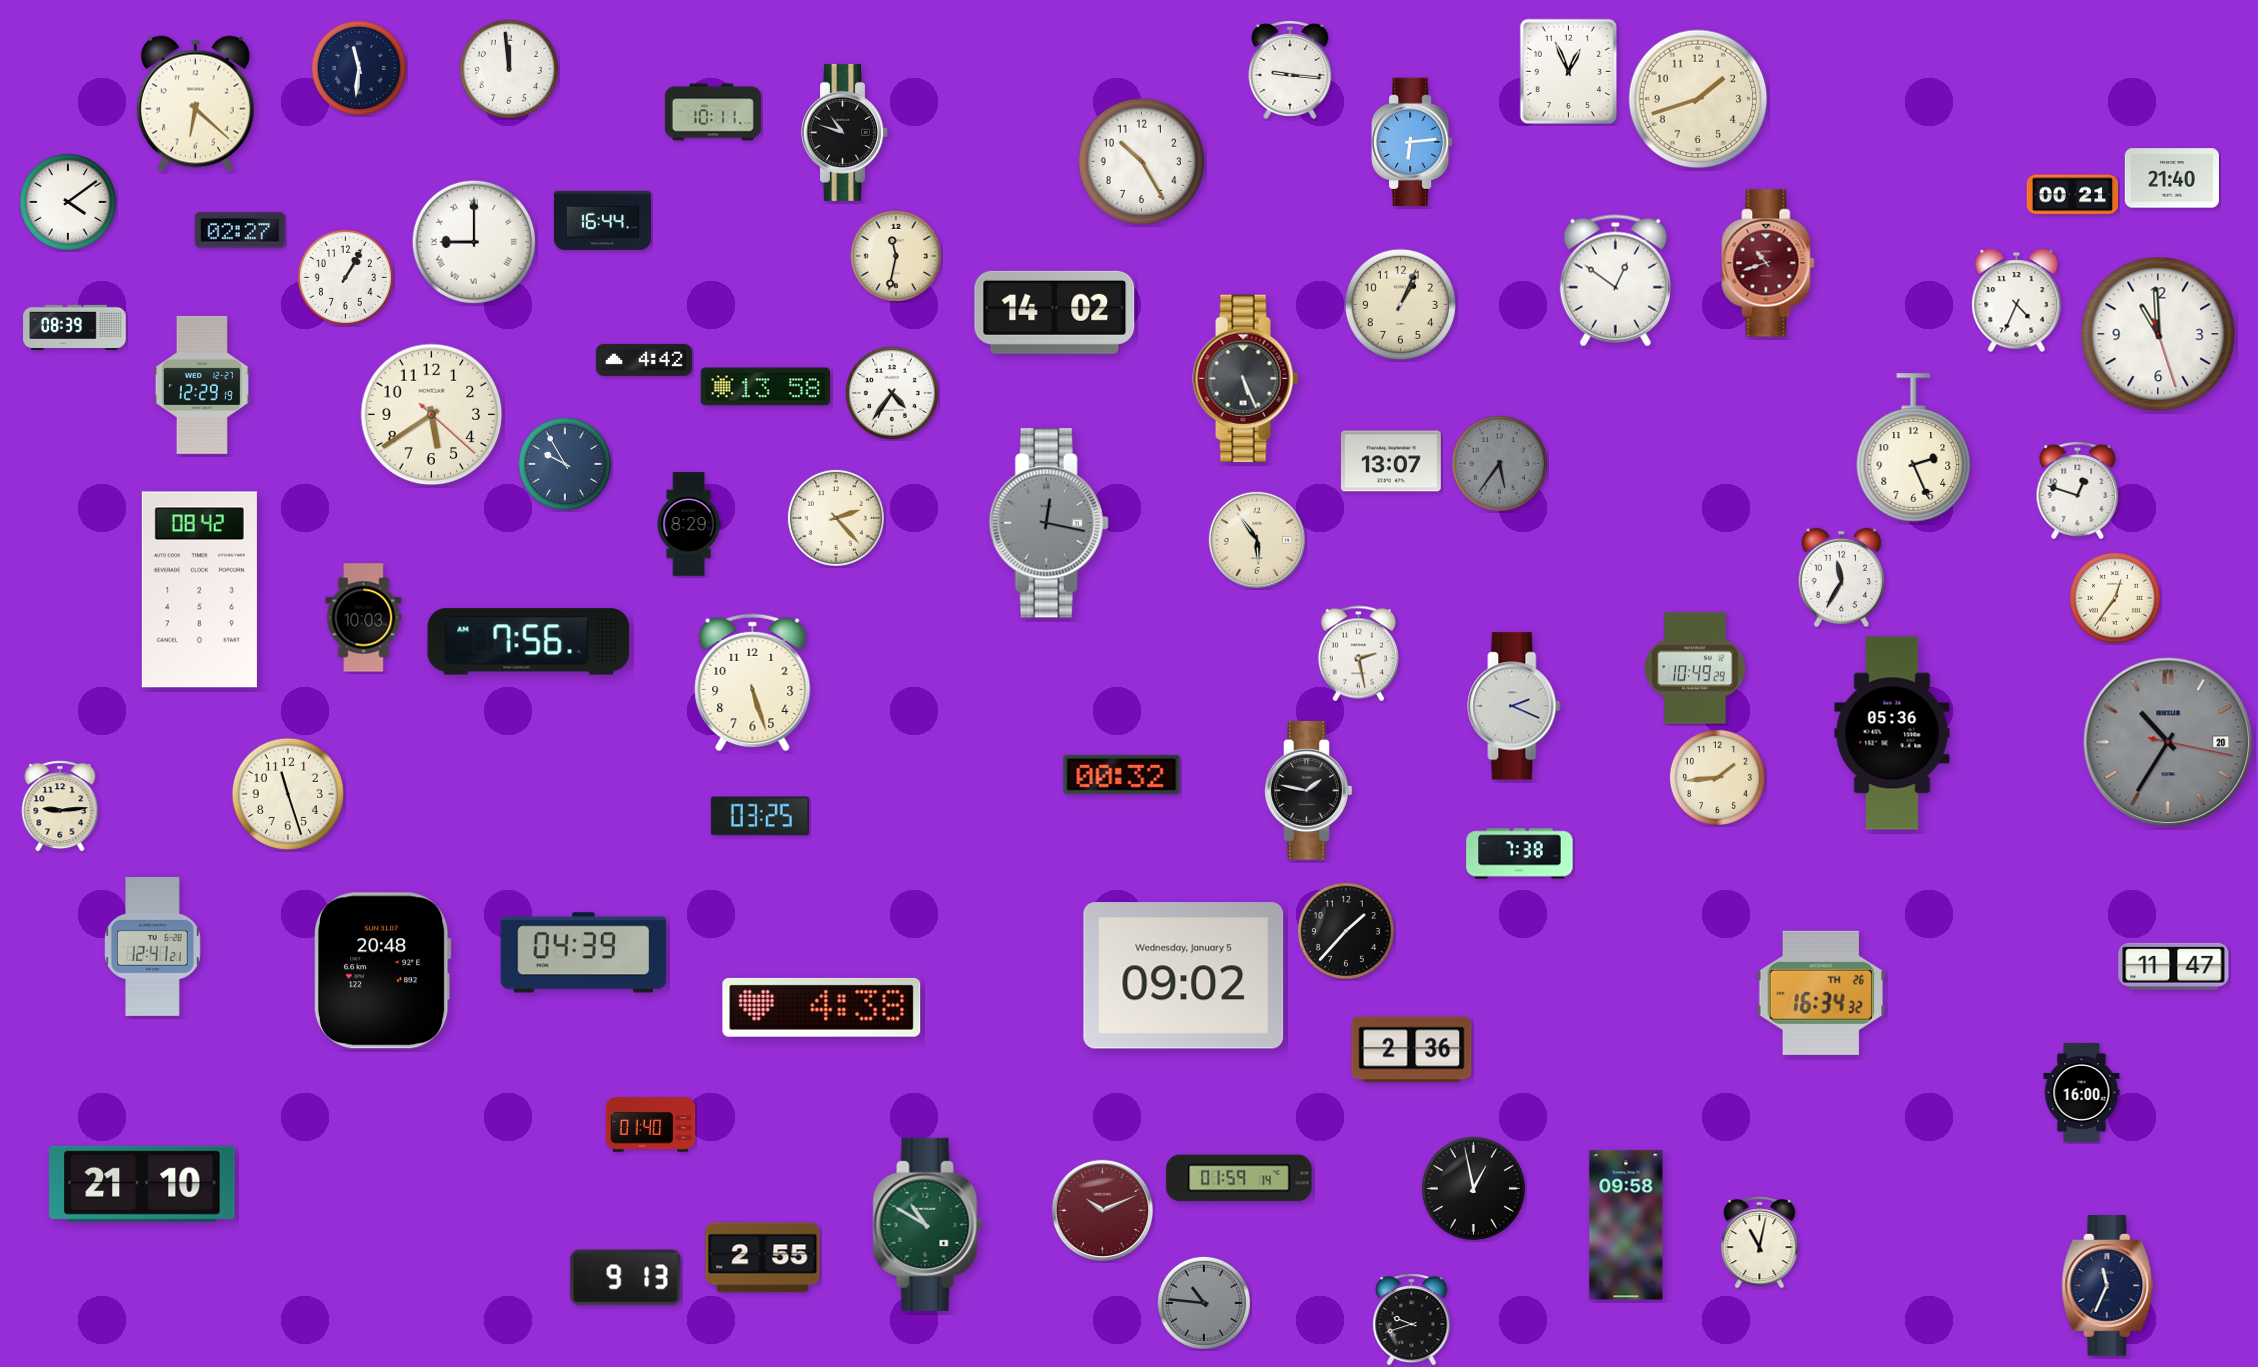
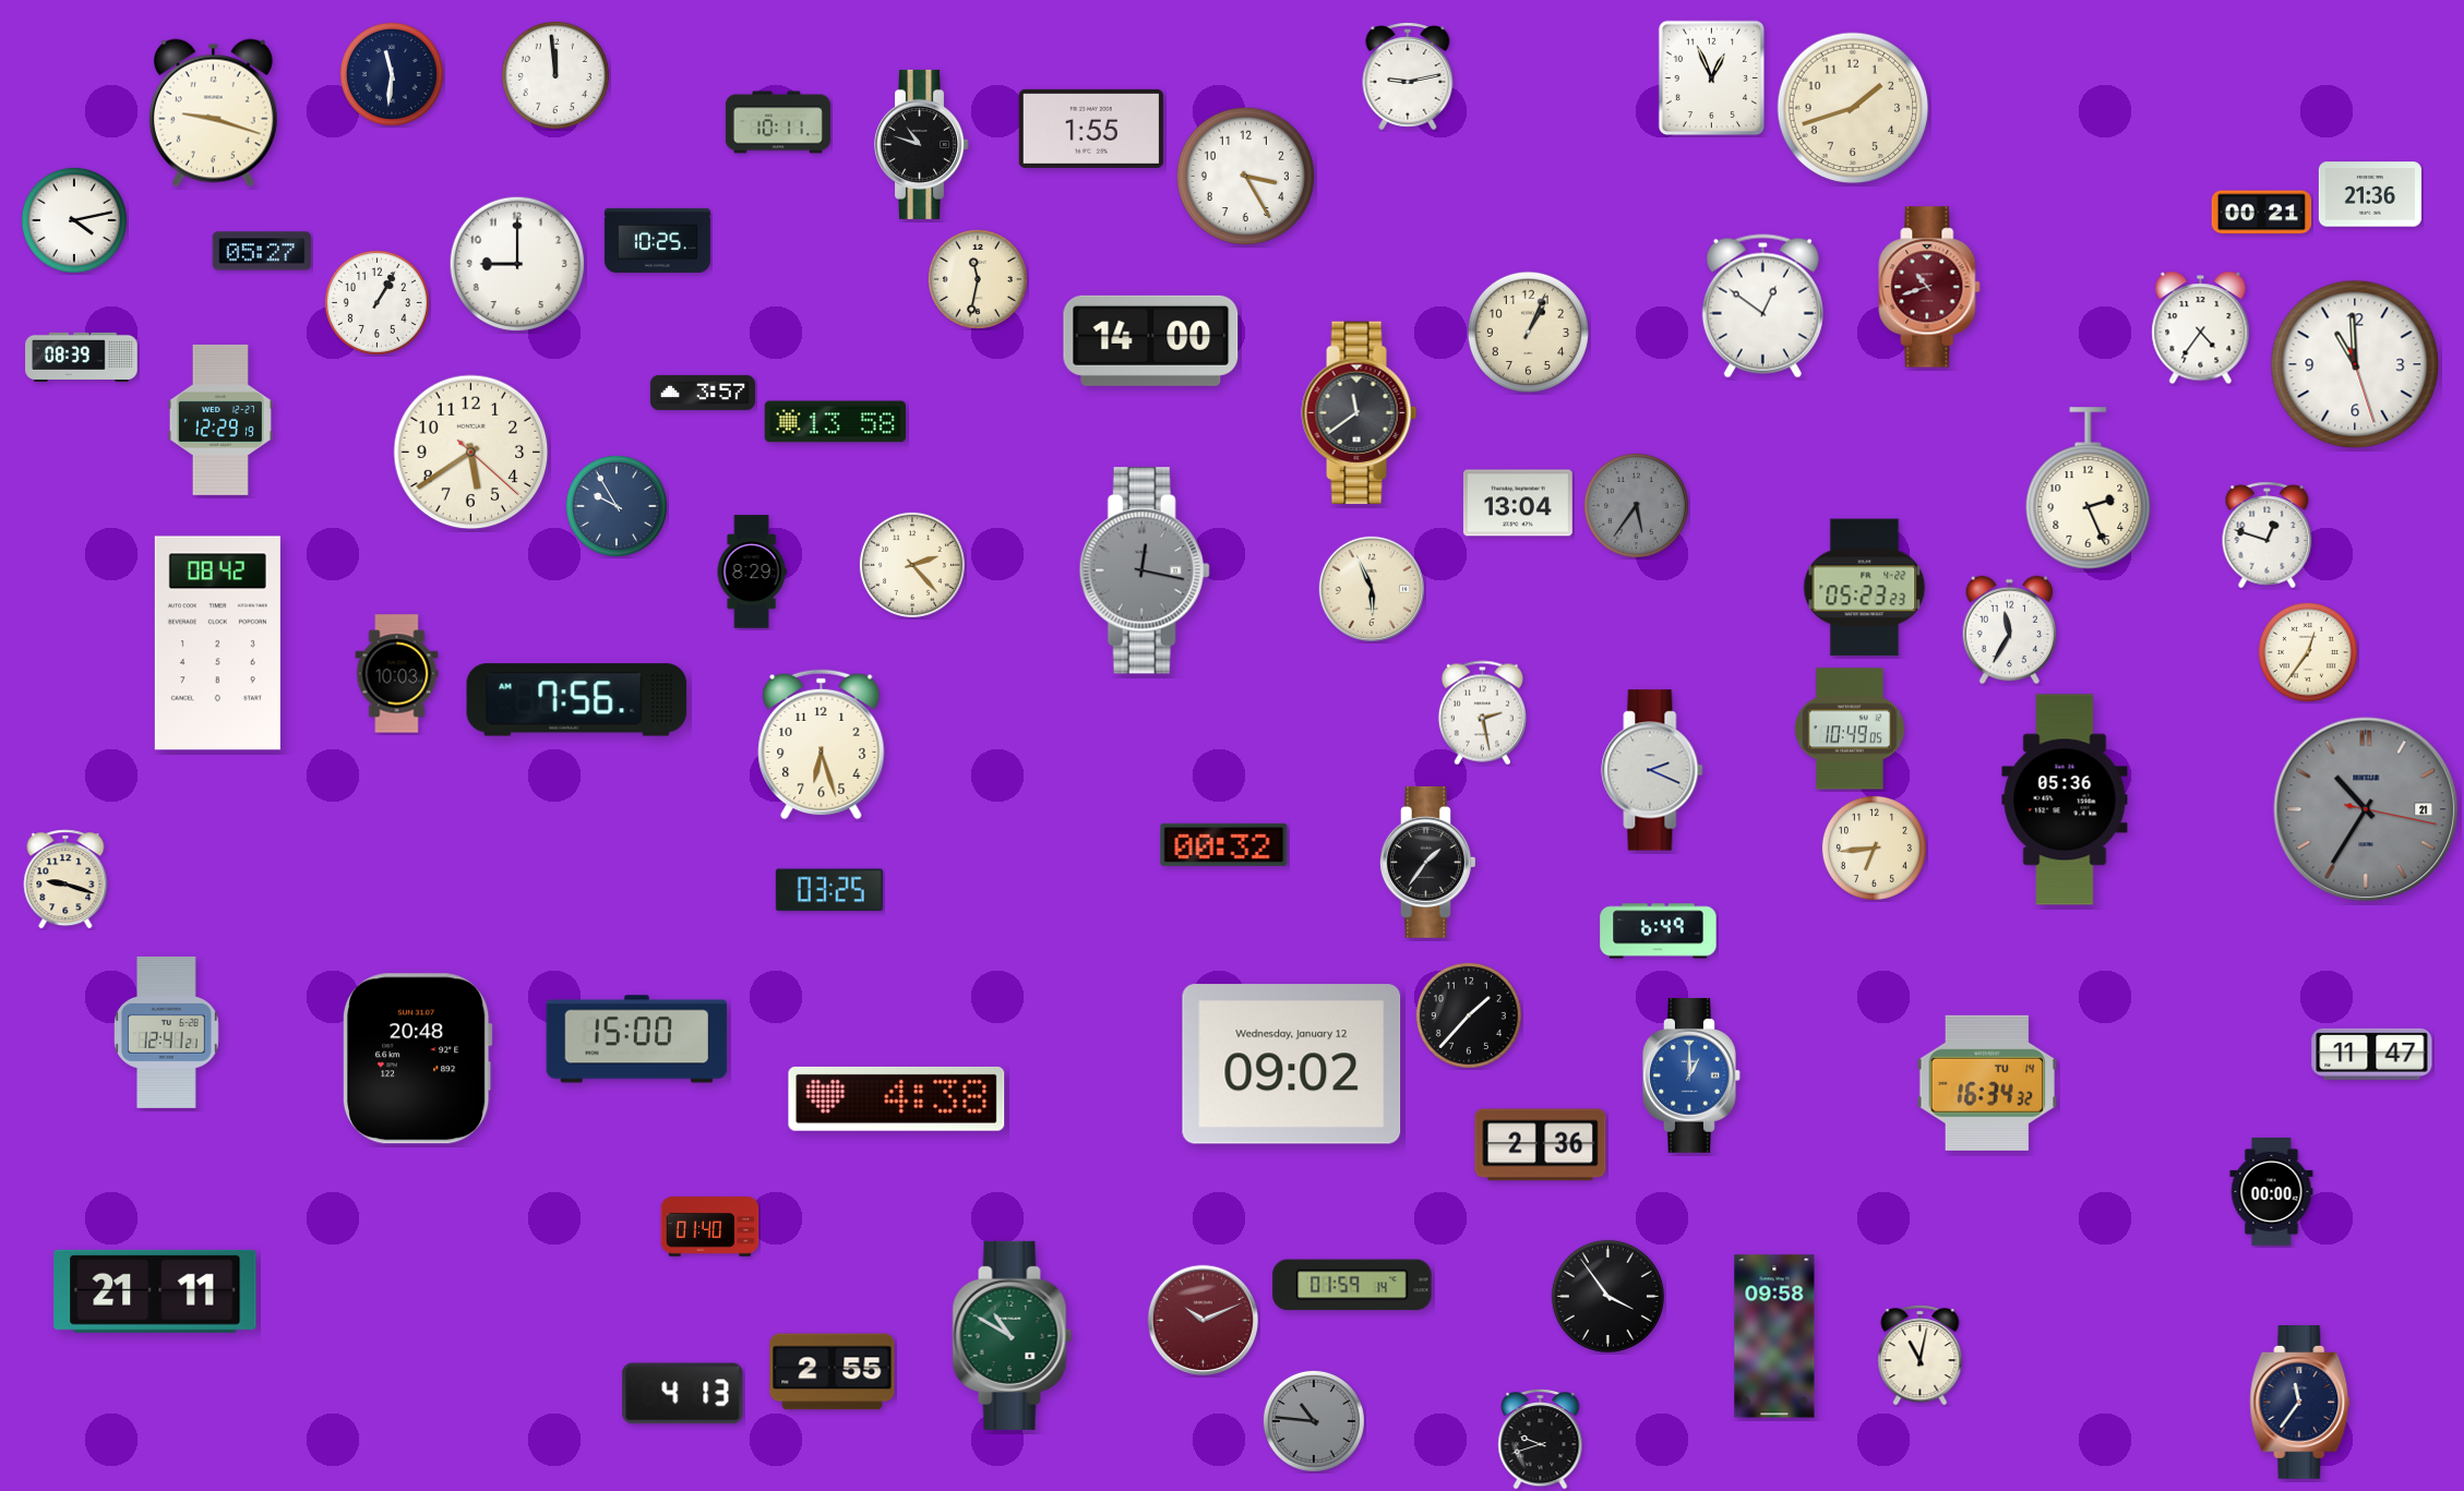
clock at (1290, 70): 9:16 -> 9:13
clock at (195, 104): 6:22 -> 9:18
clock at (1091, 129): none -> 1:55
clock at (1413, 142): 6:14 -> none
clock at (1142, 162): 10:25 -> 3:25
clock at (2172, 178): 21:40 -> 21:36
clock at (68, 202): 4:09 -> 4:13
clock at (602, 220): 16:44 -> 10:25
clock at (240, 230): 02:27 -> 05:27
clock at (474, 242) numerals: Roman -> Arabic
clock at (2017, 301): 4:34 -> 4:36
clock at (1055, 312): 14:02 -> 14:00
clock at (644, 360): 4:42 -> 3:57
clock at (1246, 379): 5:26 -> 11:39
clock at (892, 393): 4:36 -> none
clock at (1391, 461): 13:07 -> 13:04
clock at (1865, 588): none -> 05:23
clock at (1257, 540): 5:54 -> 5:56
clock at (1695, 668): 10:49:29 -> 10:49:05
clock at (753, 683): 5:27 -> 6:27
clock at (2168, 742) date: 20 -> 21
clock at (1717, 777): 1:44 -> 6:44
clock at (1309, 790): 1:47 -> 1:36
clock at (288, 794): 11:27 -> none
clock at (60, 806): 9:14 -> 9:18
clock at (1520, 854): 7:38 -> 6:49
clock at (584, 953): 04:39 -> 15:00
clock at (1184, 976) date: Wednesday, January 5 -> Wednesday, January 12
clock at (1691, 1075): none -> 1:00
clock at (1821, 993) date: TH 26 -> TU 14
clock at (2082, 1092): 16:00 -> 00:00
clock at (142, 1184): 21:10 -> 21:11
clock at (1473, 1188): 12:58 -> 3:54
clock at (626, 1278): 9:13 -> 4:13
clock at (2108, 1286): 11:34 -> 11:36
